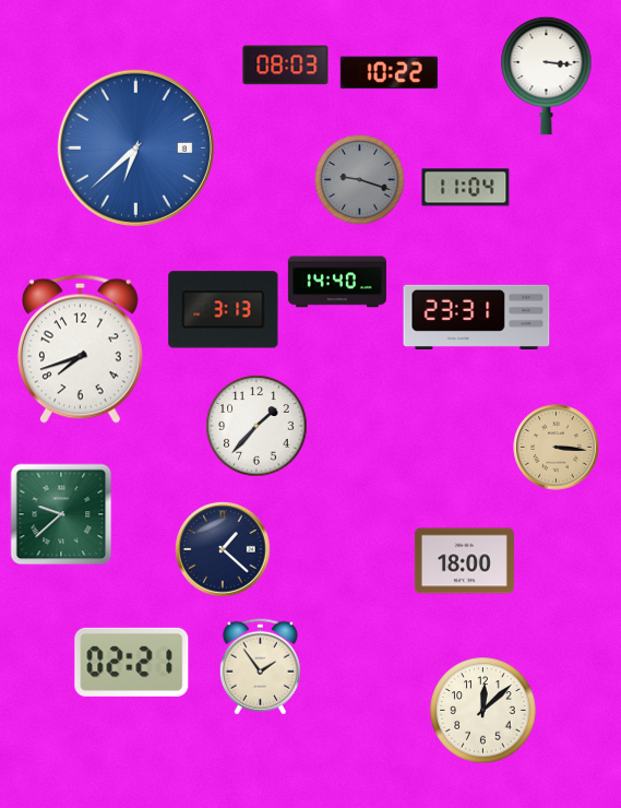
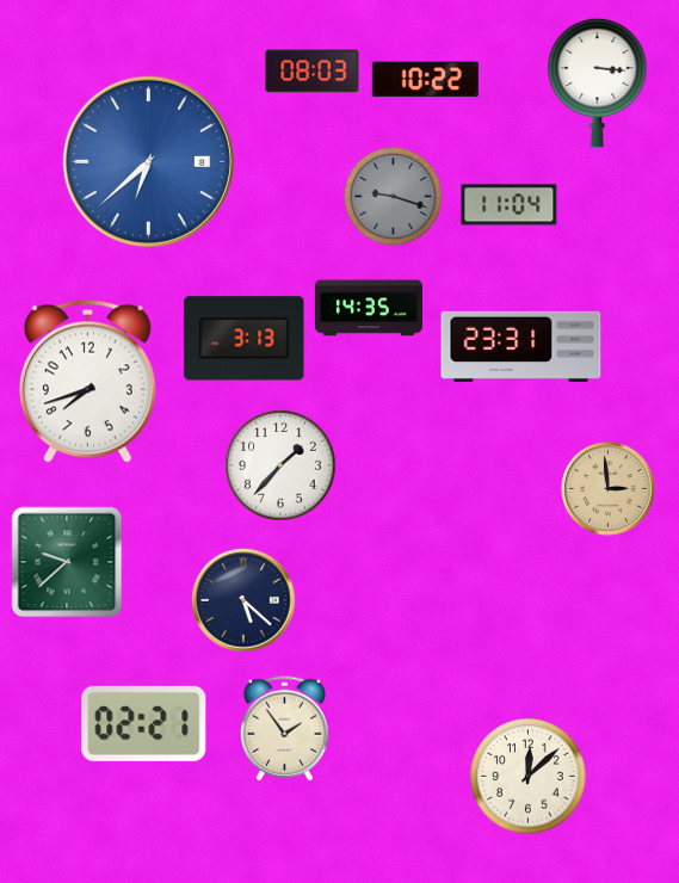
clock at (337, 282): 14:40 -> 14:35
clock at (557, 448): 3:16 -> 2:59
clock at (223, 549): 1:22 -> 5:22
clock at (464, 561): 18:00 -> none
